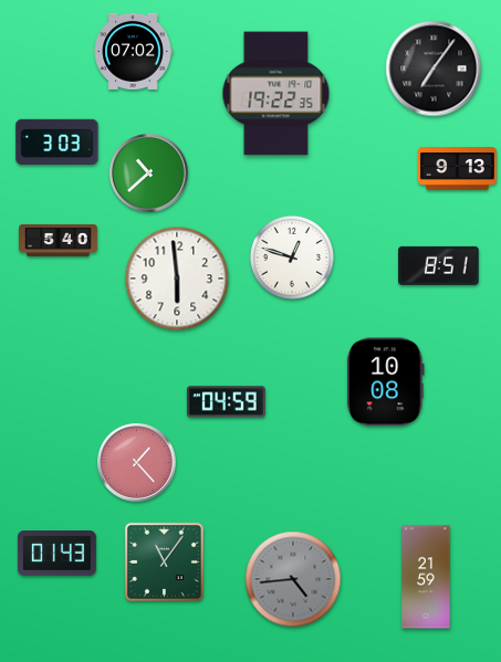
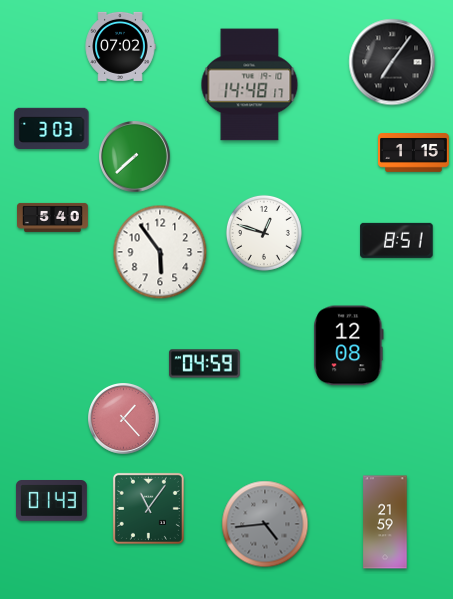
clock at (276, 94): 19:22 -> 14:48
clock at (458, 169): 9:13 -> 1:15
clock at (149, 174): 10:38 -> 7:38
clock at (177, 279): 5:59 -> 5:54
clock at (386, 382): 10:08 -> 12:08
